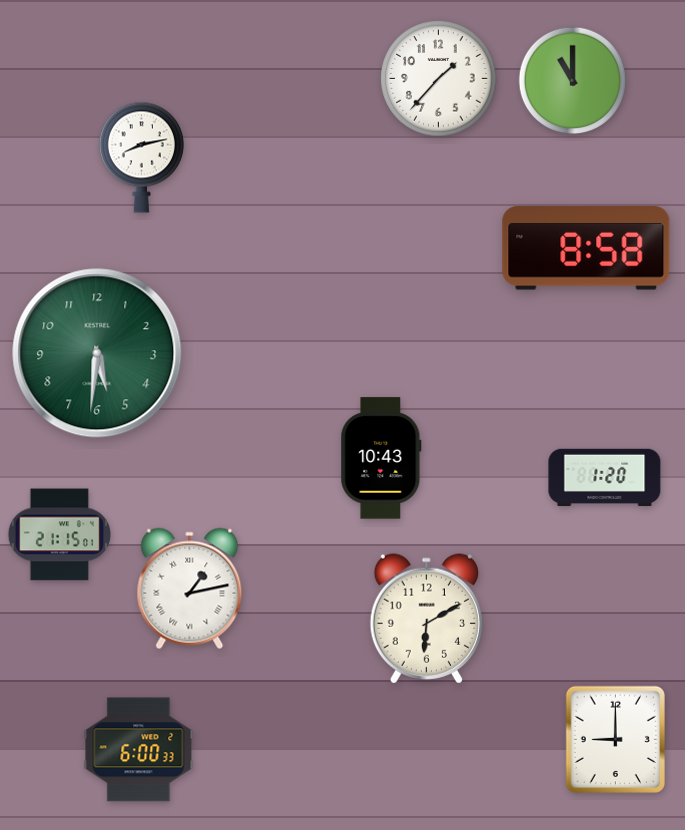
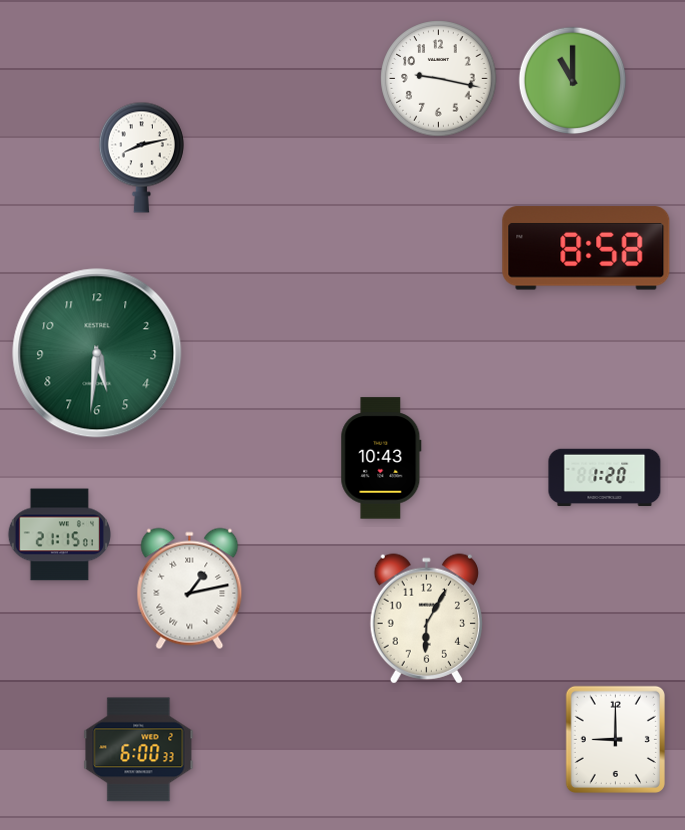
clock at (439, 79): 1:37 -> 9:17
clock at (426, 619): 6:10 -> 6:05
